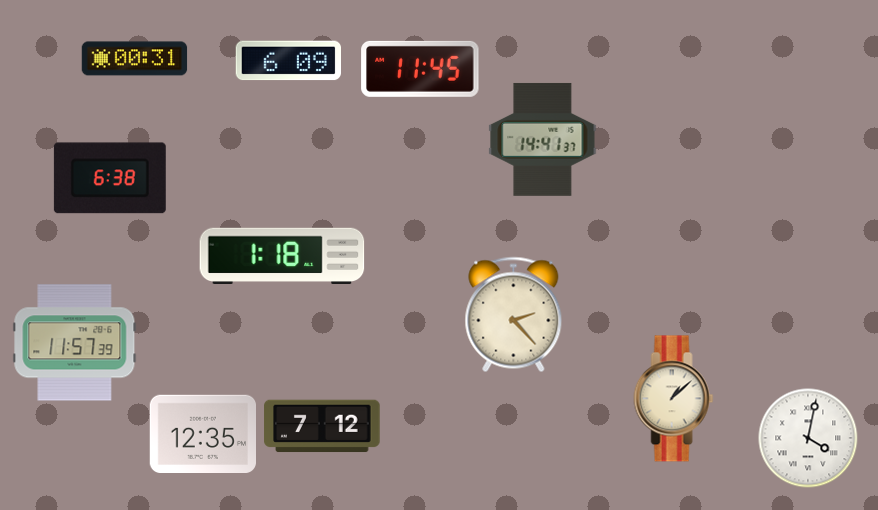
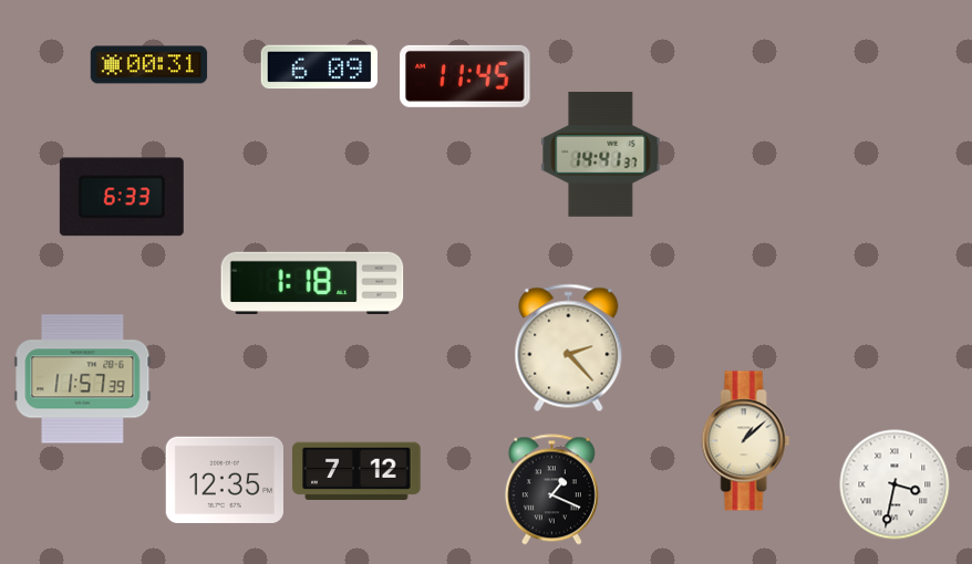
clock at (110, 178): 6:38 -> 6:33
clock at (808, 438): 4:02 -> 3:32
clock at (551, 490): none -> 1:19
